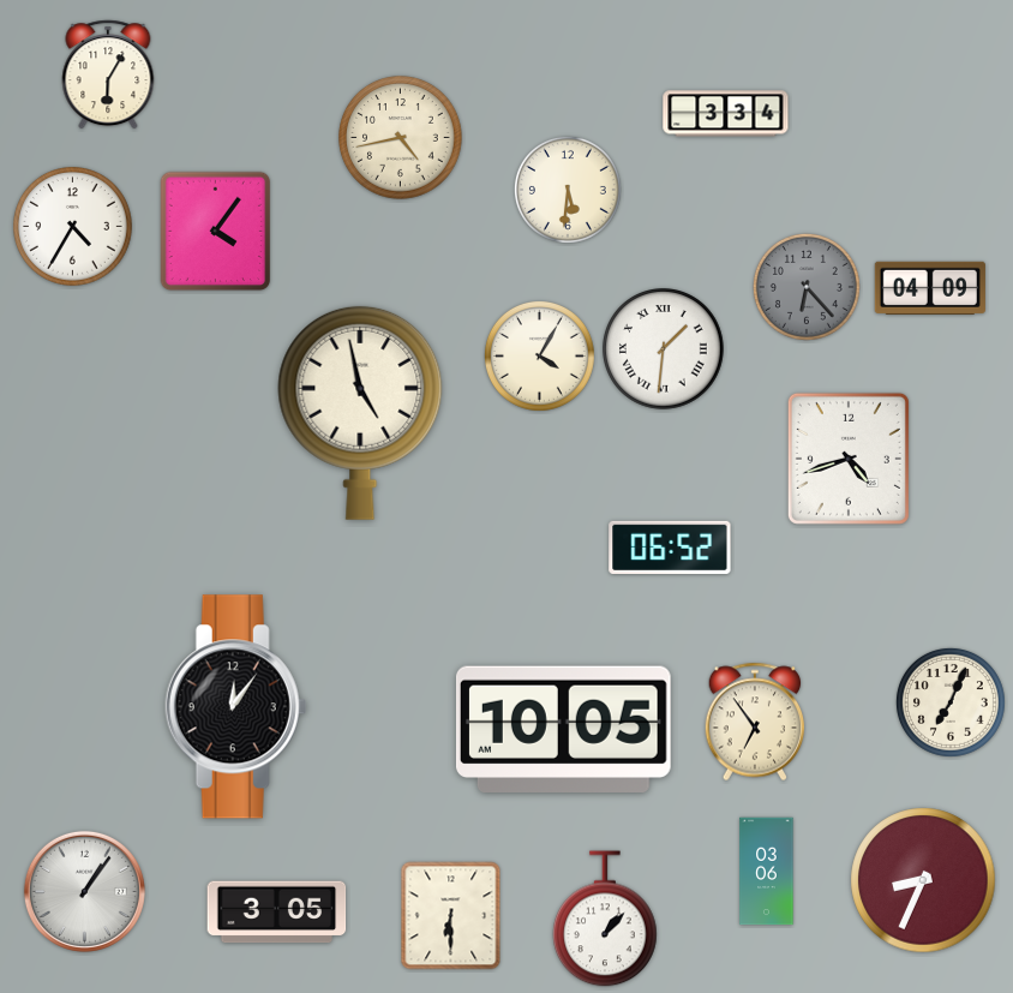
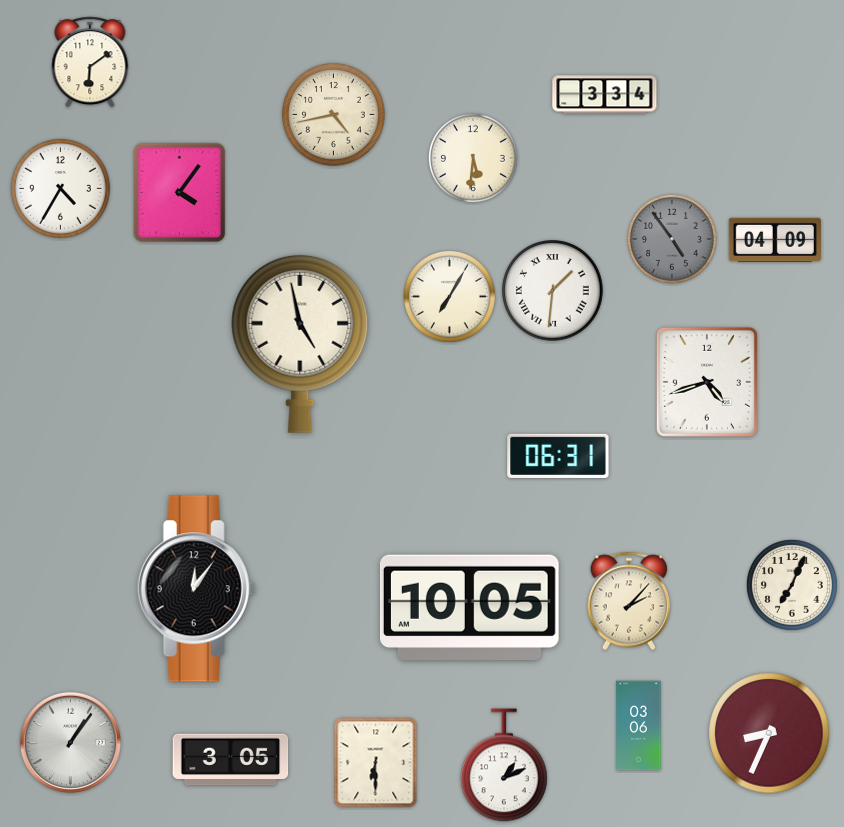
clock at (108, 74): 6:05 -> 6:09
clock at (807, 287): 6:23 -> 4:54
clock at (539, 355): 4:05 -> 7:05
clock at (670, 548): 06:52 -> 06:31
clock at (755, 722): 6:54 -> 2:07
clock at (605, 919): 1:07 -> 1:11
